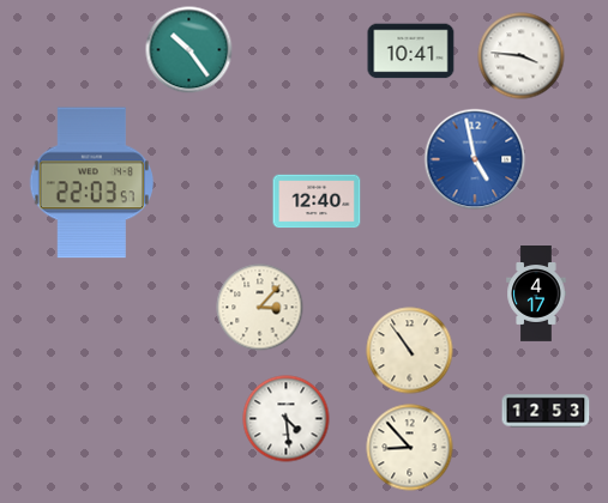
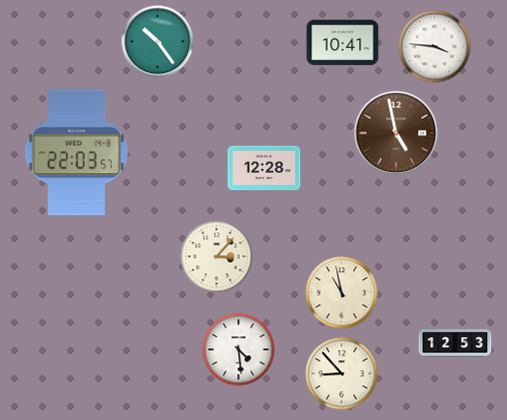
clock at (475, 159) dial: blue -> brown
clock at (317, 201): 12:40 -> 12:28
clock at (536, 293): 4:17 -> none
clock at (410, 351): 10:54 -> 10:58
